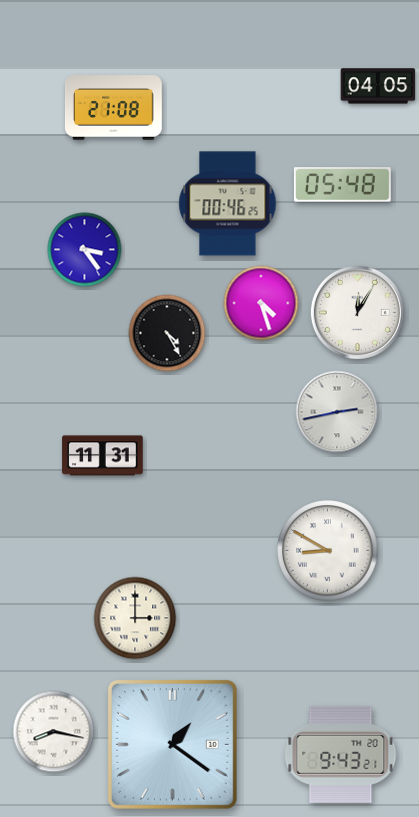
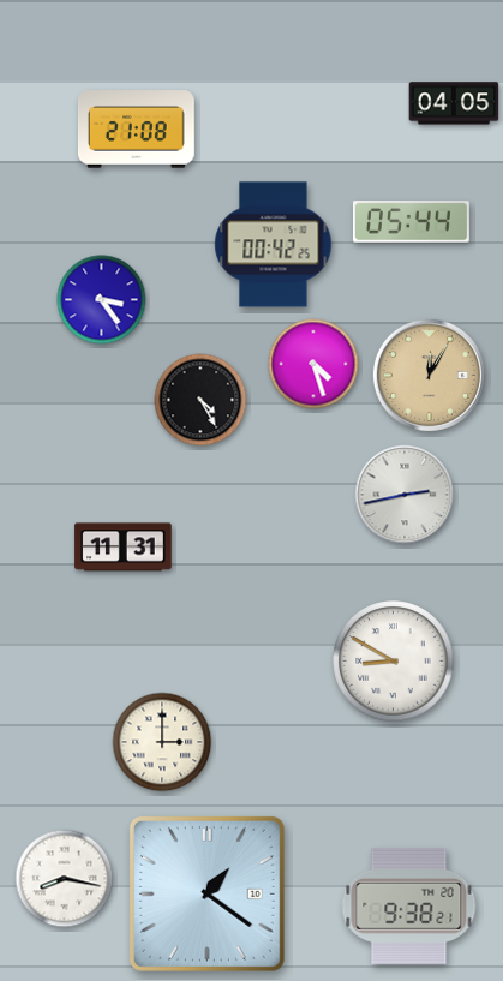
clock at (342, 185): 05:48 -> 05:44
clock at (228, 204): 00:46 -> 00:42
clock at (357, 312) dial: white -> champagne
clock at (341, 754): 9:43 -> 9:38
